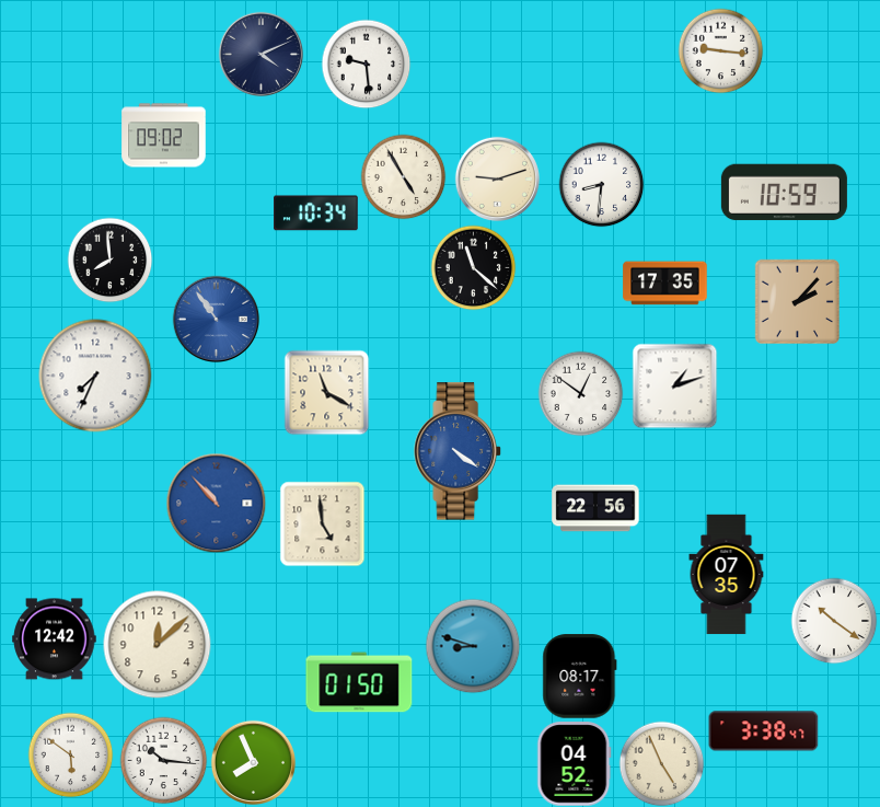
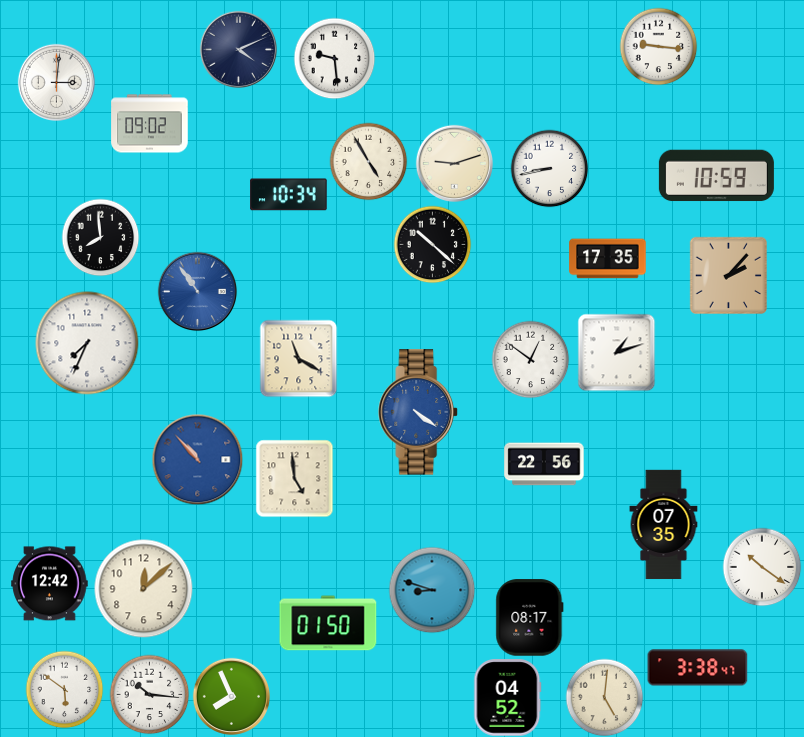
clock at (56, 82): none -> 3:01
clock at (601, 184): 8:31 -> 8:43
clock at (473, 267): 11:22 -> 10:22
clock at (661, 763): 4:56 -> 5:01
clock at (575, 764) position: (575, 764) -> (508, 698)
